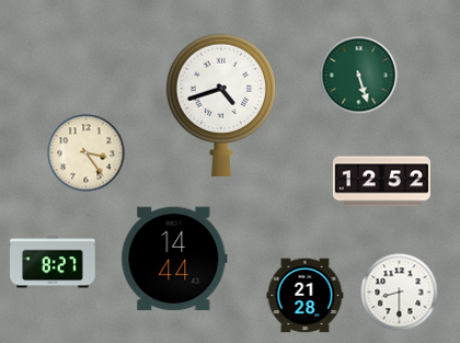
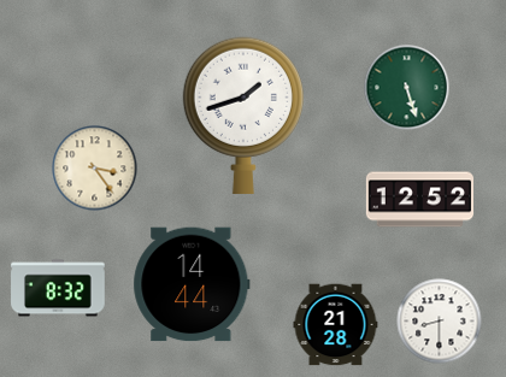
clock at (359, 76) position: (359, 76) -> (407, 88)
clock at (221, 105): 4:42 -> 1:42
clock at (53, 262): 8:27 -> 8:32
